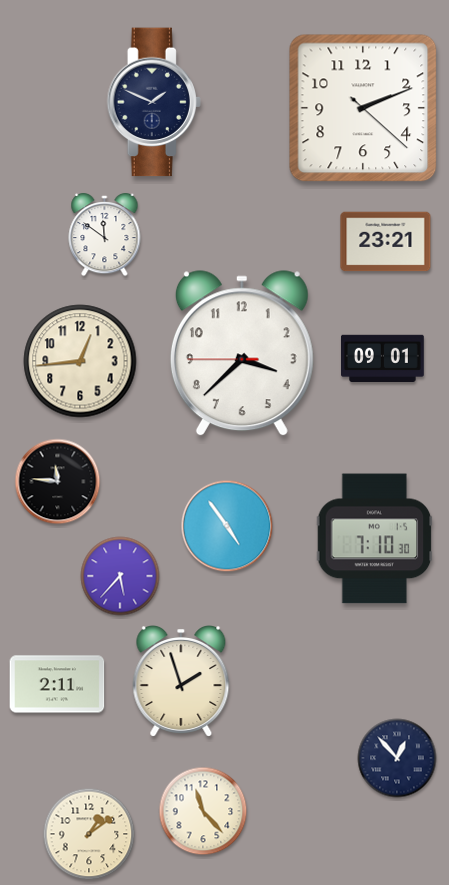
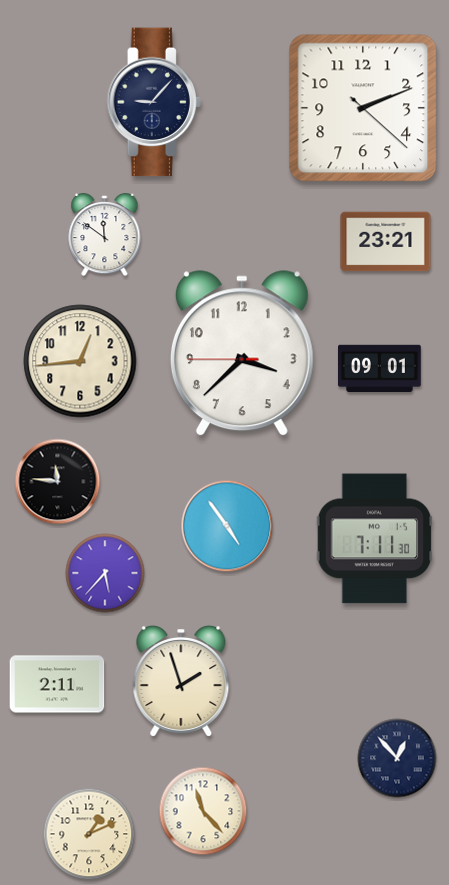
clock at (153, 102): 1:49 -> 9:07
clock at (383, 358) position: (383, 358) -> (380, 368)
clock at (375, 539): 7:10 -> 7:11
clock at (120, 576) position: (120, 576) -> (105, 573)
clock at (89, 834): 1:09 -> 1:11
